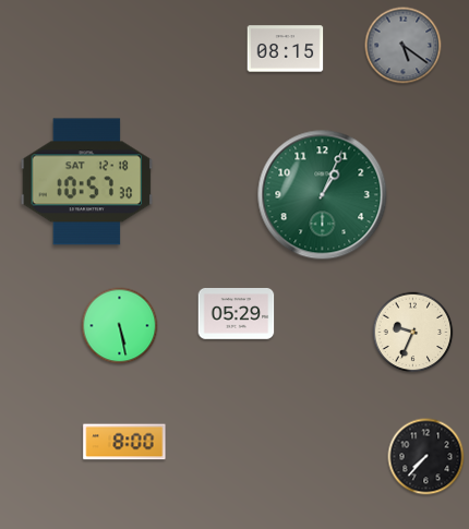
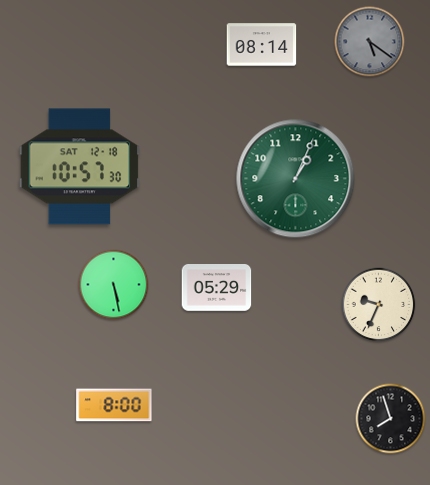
clock at (286, 49): 08:15 -> 08:14
clock at (120, 326) position: (120, 326) -> (114, 285)
clock at (426, 457): 7:37 -> 7:57
